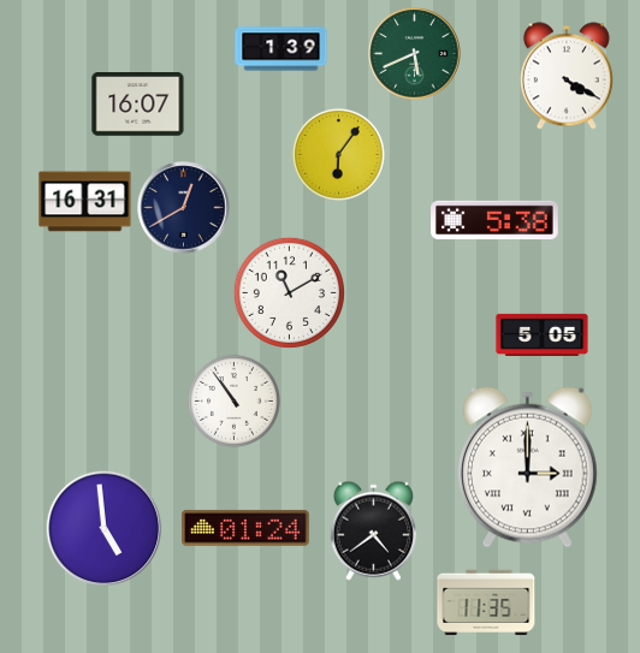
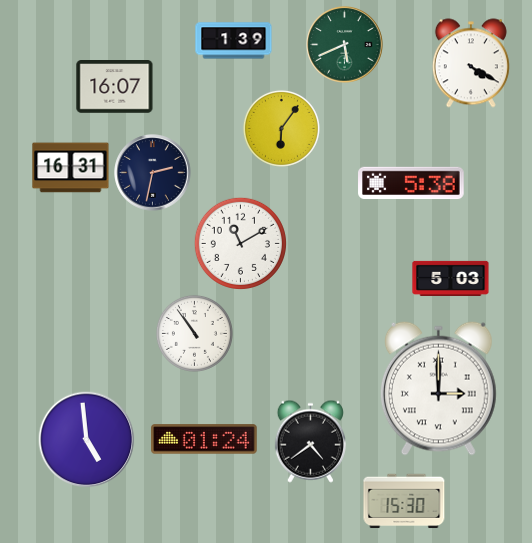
clock at (184, 208): 12:40 -> 2:32
clock at (543, 334): 5:05 -> 5:03
clock at (486, 602): 11:35 -> 15:30
